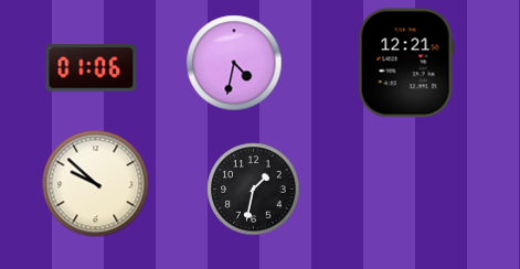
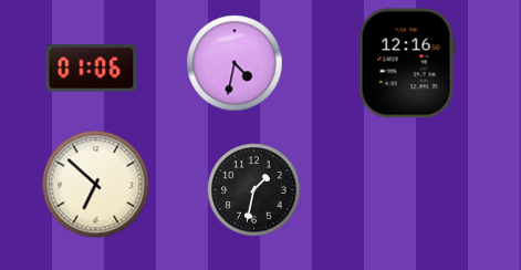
clock at (406, 63): 12:21 -> 12:16
clock at (96, 184): 9:52 -> 6:52
